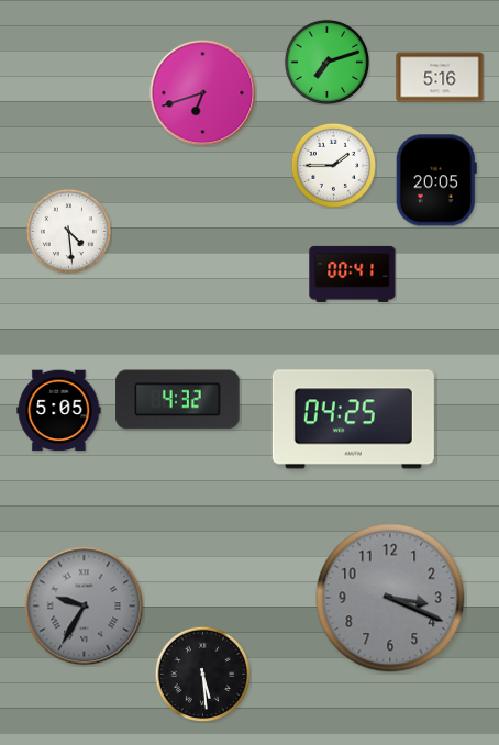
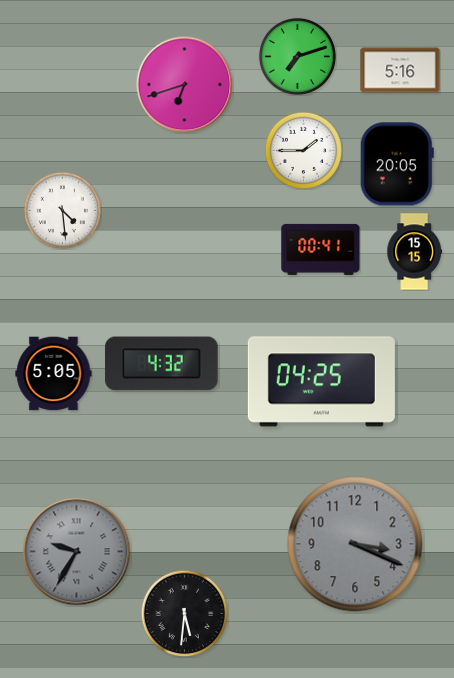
clock at (414, 252): none -> 15:15
clock at (202, 674): 5:29 -> 5:31
